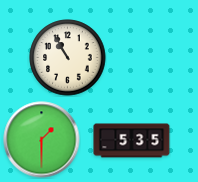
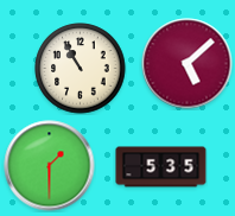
clock at (188, 64): none -> 5:08
clock at (132, 141) position: (132, 141) -> (161, 167)
